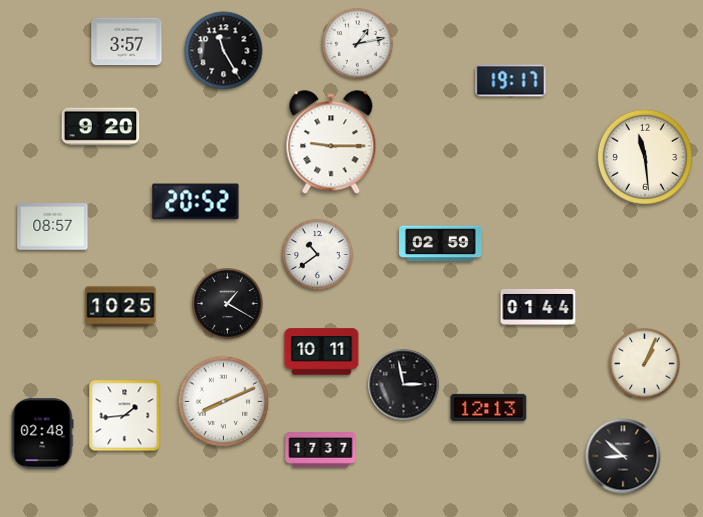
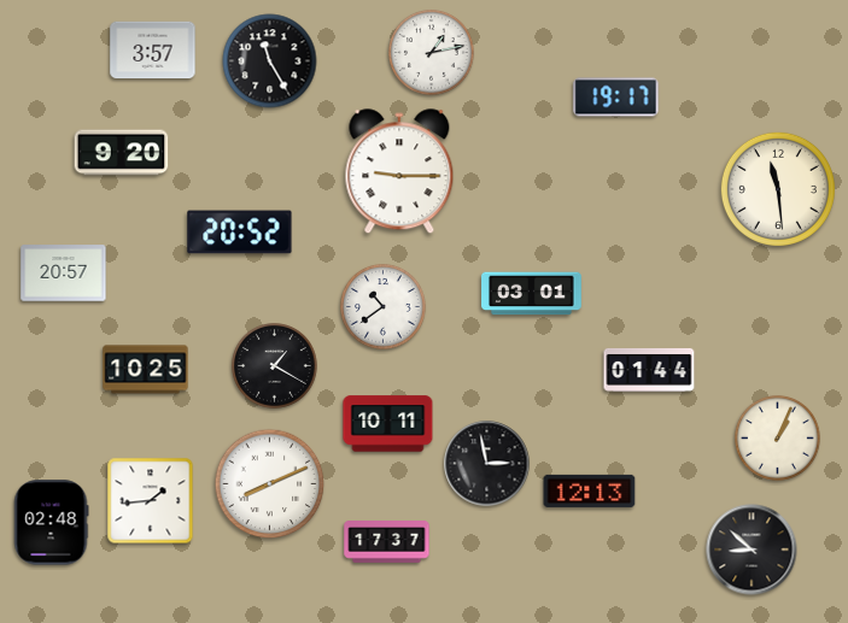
clock at (196, 202) position: (196, 202) -> (240, 233)
clock at (53, 227): 08:57 -> 20:57
clock at (441, 244): 02:59 -> 03:01
